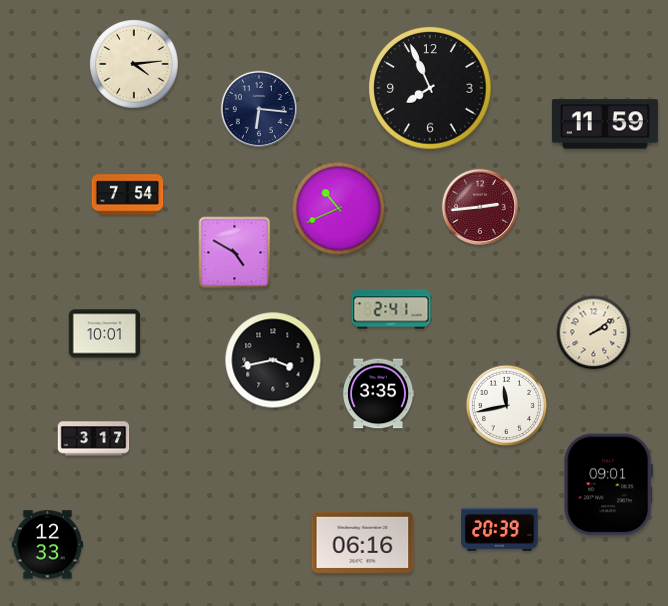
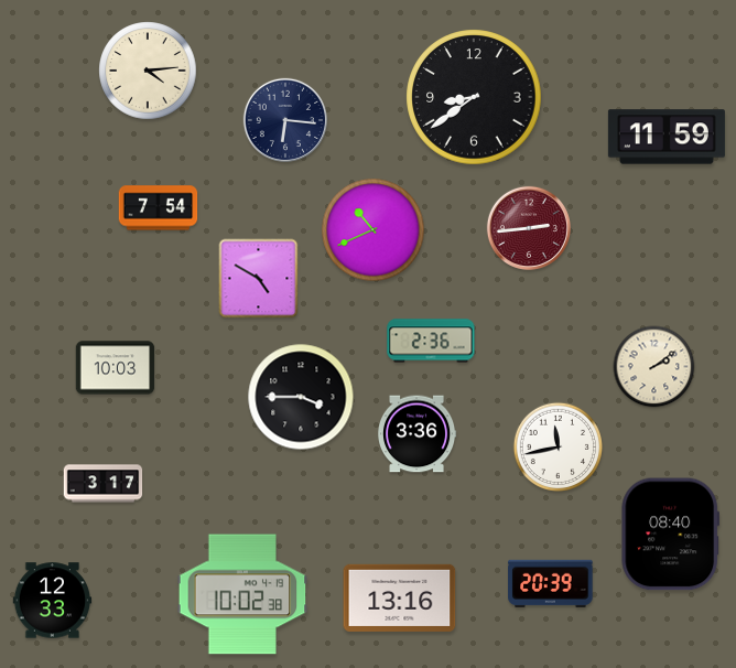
clock at (430, 88): 7:56 -> 8:39
clock at (128, 195) position: (128, 195) -> (159, 208)
clock at (391, 309): 2:41 -> 2:36
clock at (105, 334): 10:01 -> 10:03
clock at (273, 360): 3:43 -> 3:45
clock at (379, 394): 3:35 -> 3:36
clock at (609, 485): 09:01 -> 08:40
clock at (242, 594): none -> 10:02
clock at (363, 542): 06:16 -> 13:16
